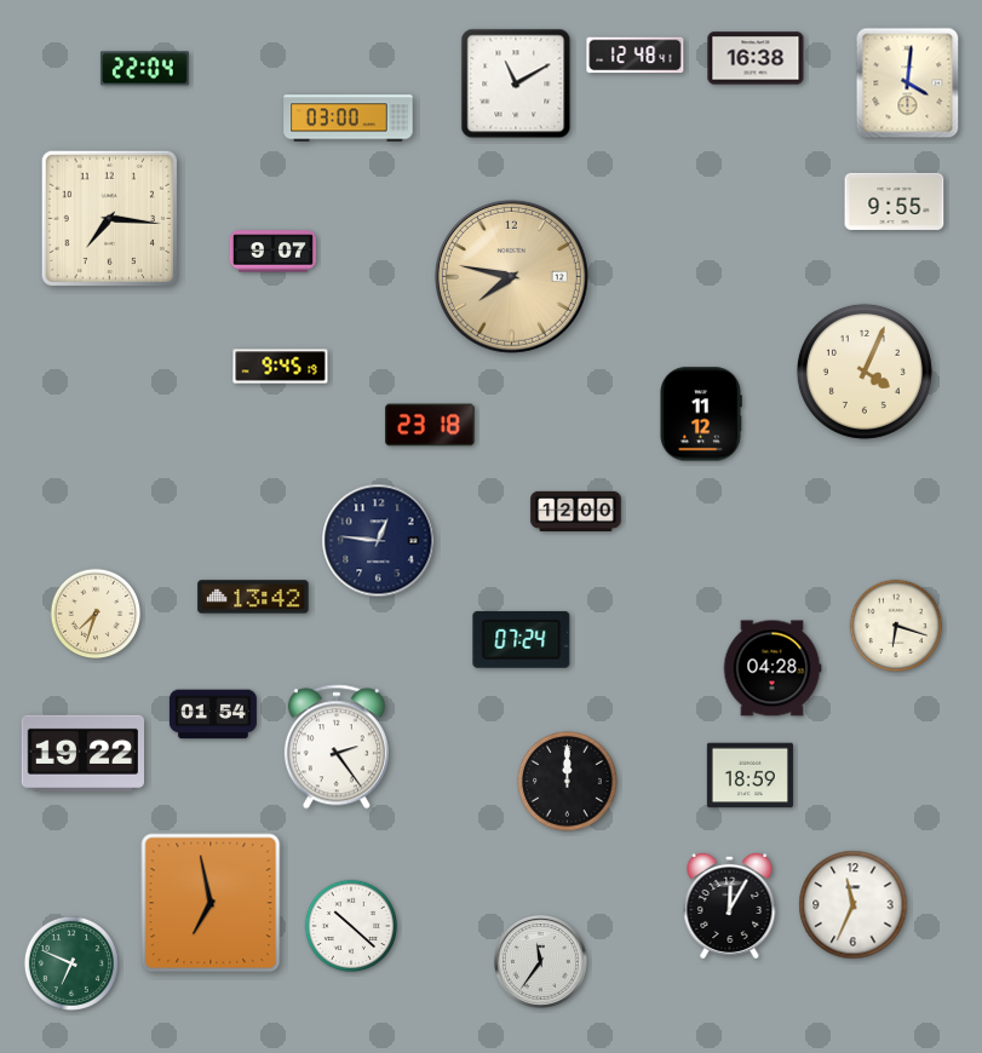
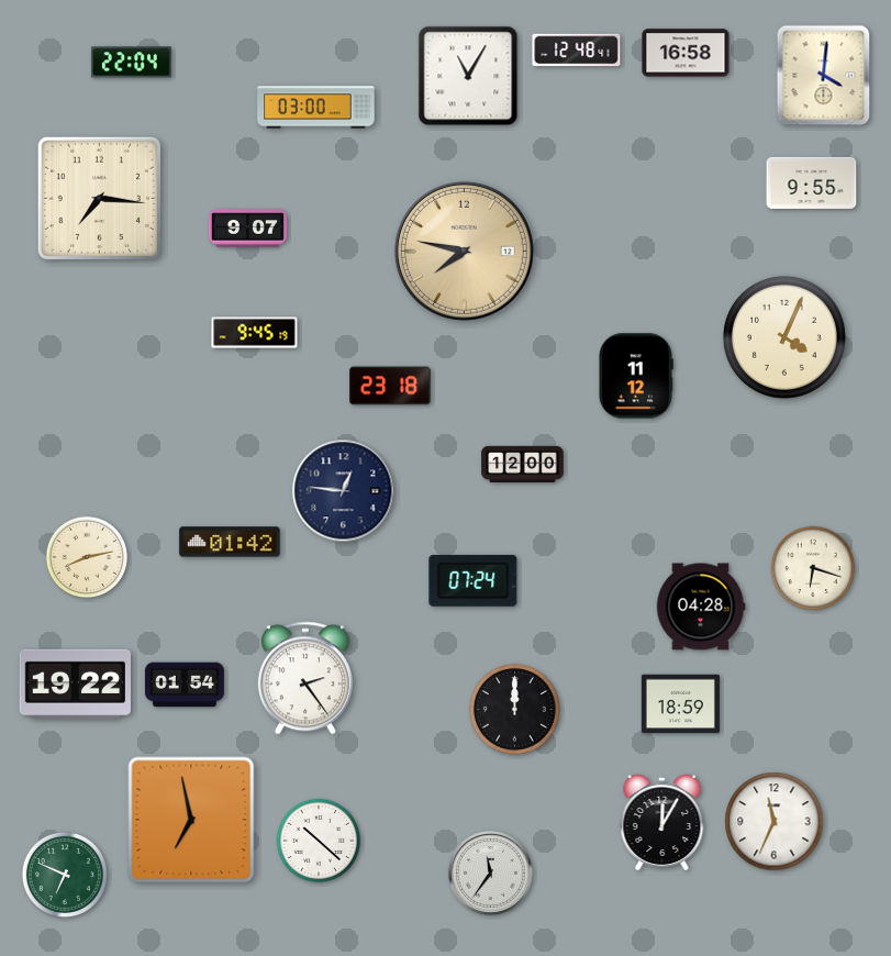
clock at (756, 58): 16:38 -> 16:58
clock at (516, 84): 11:10 -> 11:05
clock at (253, 597): 13:42 -> 01:42
clock at (96, 614): 7:33 -> 8:13
clock at (213, 714) position: (213, 714) -> (185, 685)
